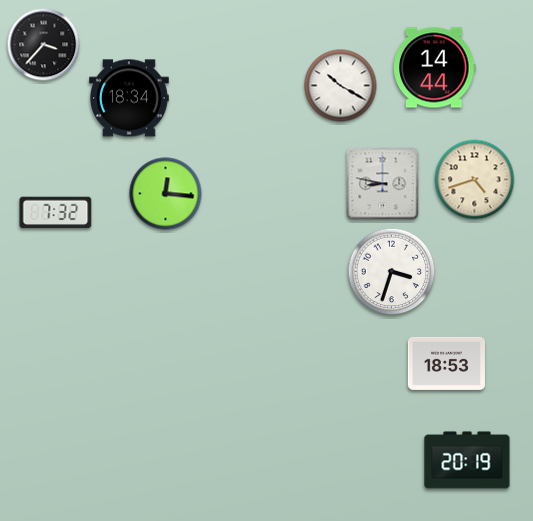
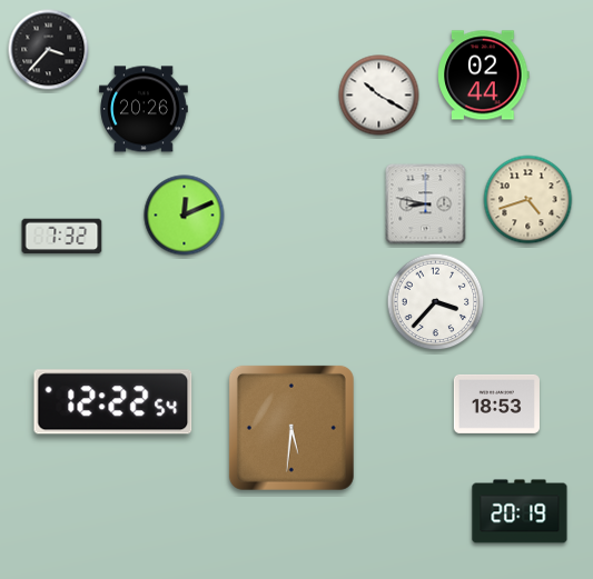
clock at (435, 68): 14:44 -> 02:44
clock at (129, 98): 18:34 -> 20:26
clock at (166, 194): 12:16 -> 12:11
clock at (392, 272): 3:33 -> 3:37
clock at (113, 402): none -> 12:22
clock at (291, 428): none -> 5:31
